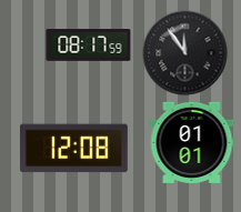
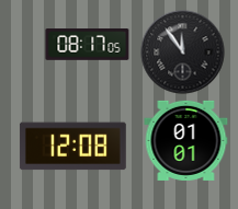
clock at (89, 46): 08:17:59 -> 08:17:05
clock at (192, 142) position: (192, 142) -> (186, 140)
